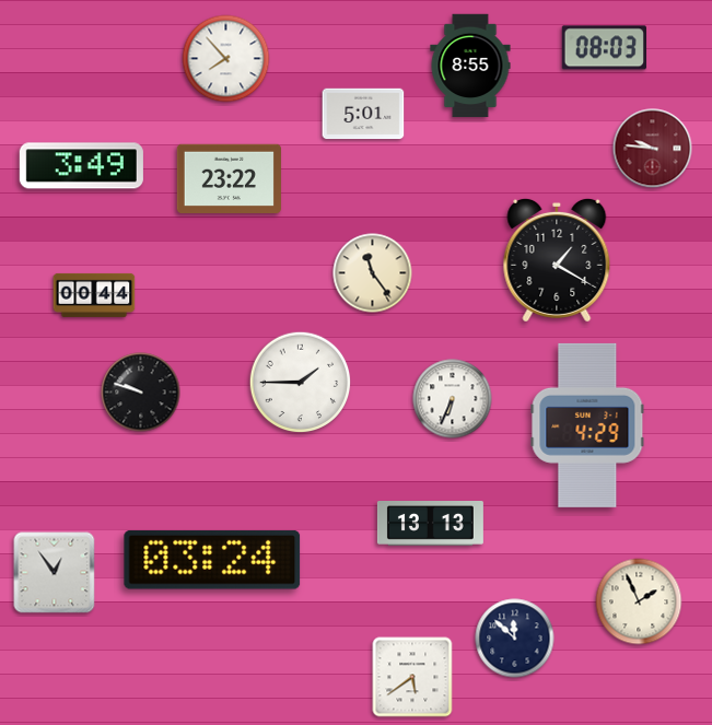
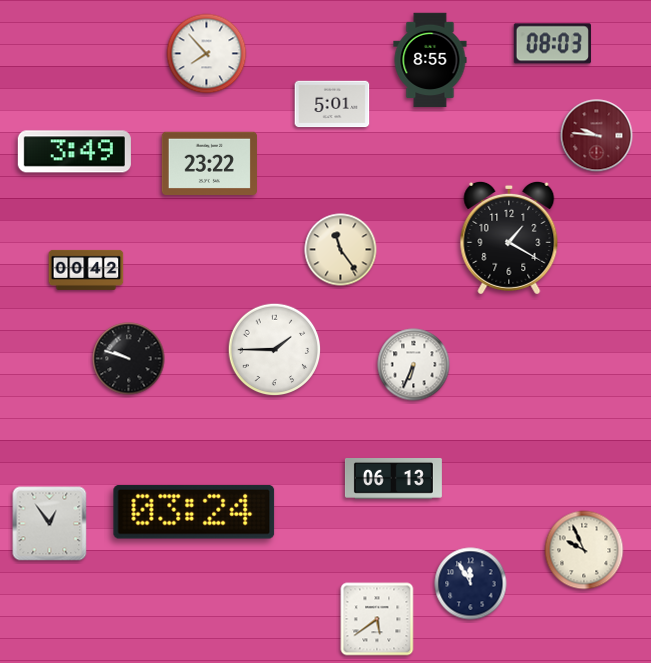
clock at (94, 295): 00:44 -> 00:42
clock at (587, 425): 4:29 -> none
clock at (430, 524): 13:13 -> 06:13
clock at (639, 601): 1:56 -> 9:56
clock at (515, 639): 11:52 -> 11:55
